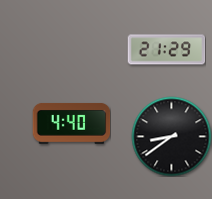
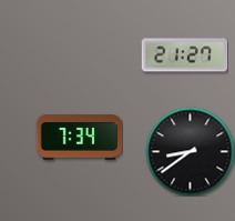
clock at (166, 50): 21:29 -> 21:27
clock at (71, 124): 4:40 -> 7:34
